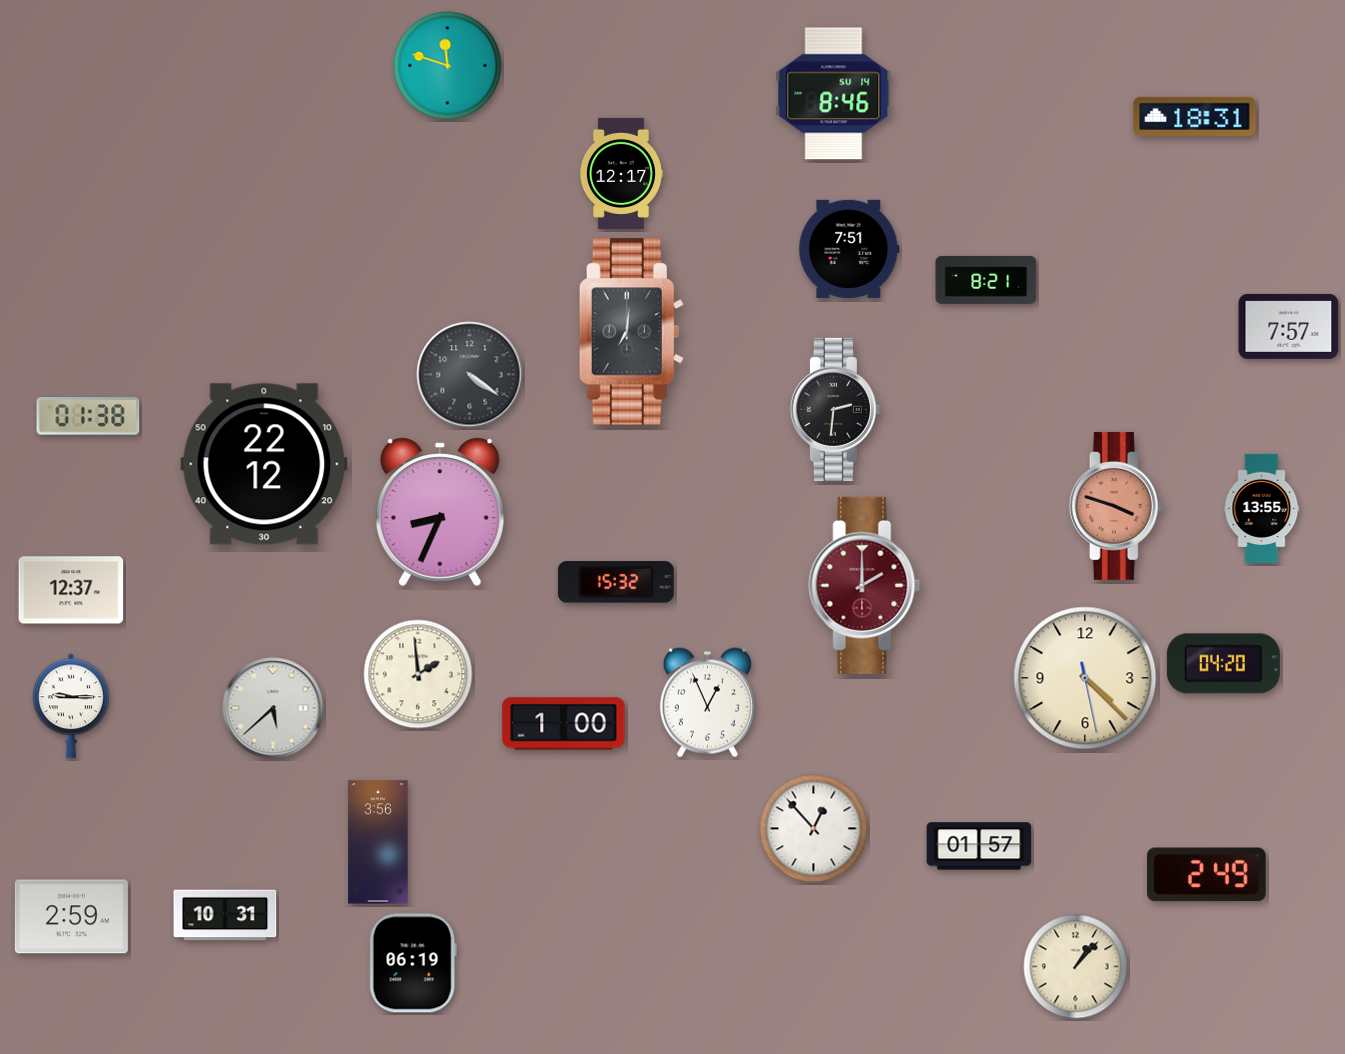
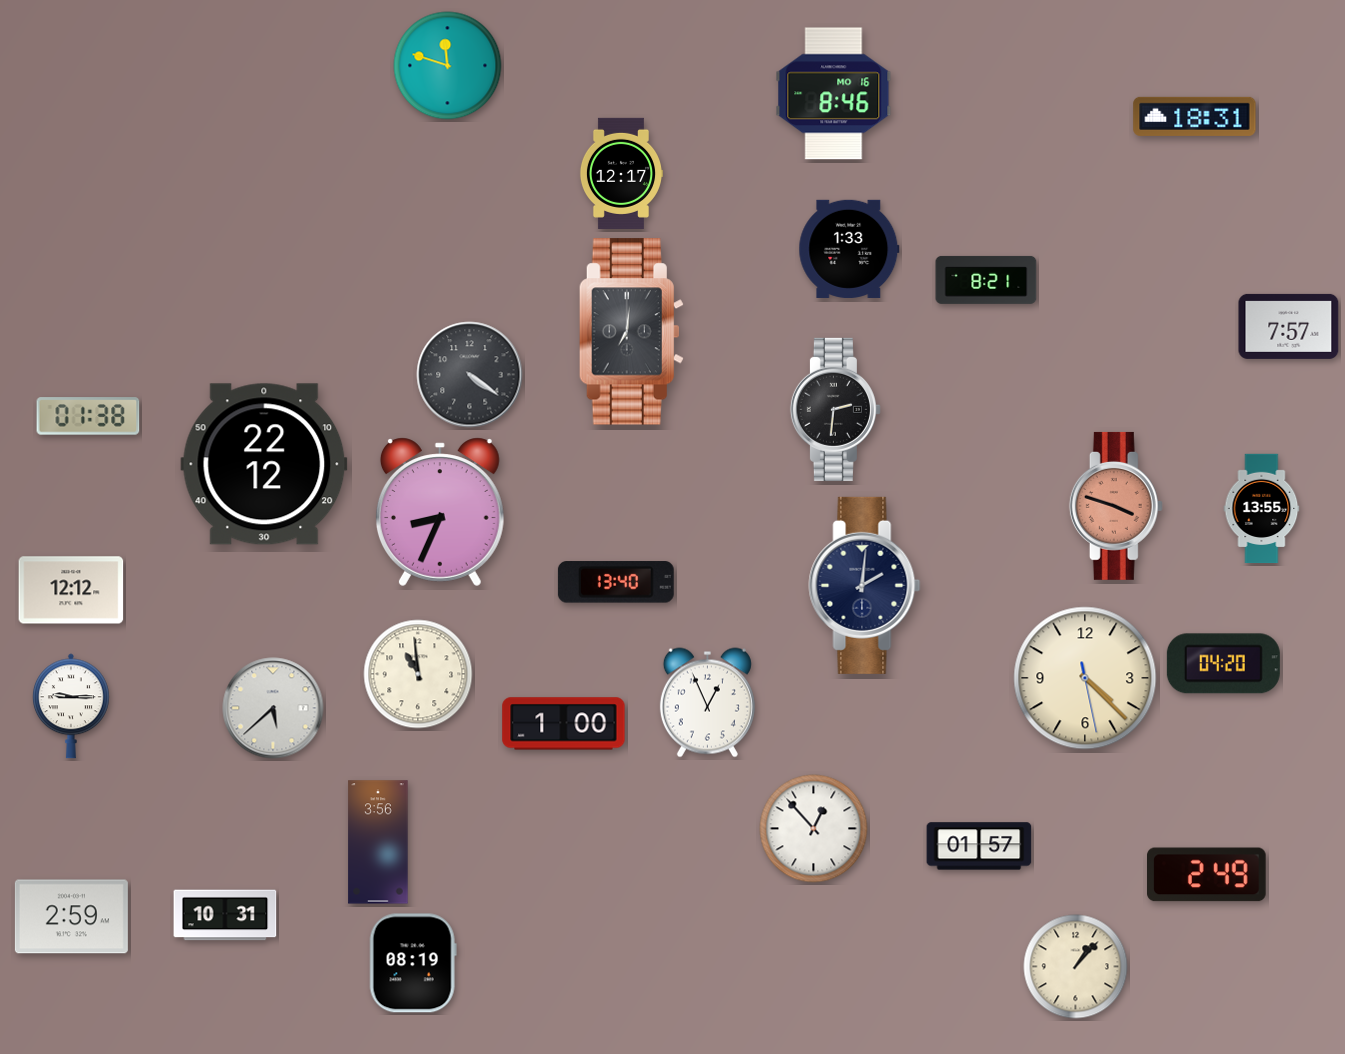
clock at (834, 94) date: SU 14 -> MO 16
clock at (849, 249): 7:51 -> 1:33
clock at (616, 582): 15:32 -> 13:40
clock at (865, 585): 2:00 -> 2:01
clock at (865, 585) dial: burgundy -> navy
clock at (71, 590): 12:37 -> 12:12
clock at (418, 674): 1:59 -> 10:59
clock at (413, 963): 06:19 -> 08:19
